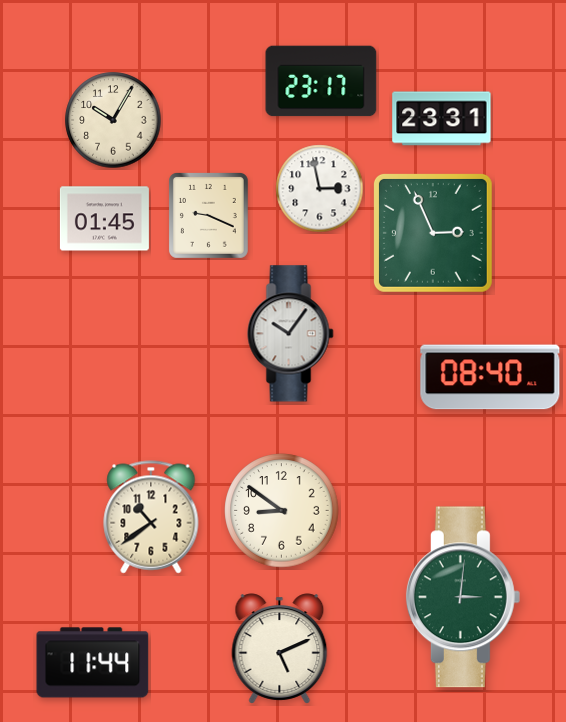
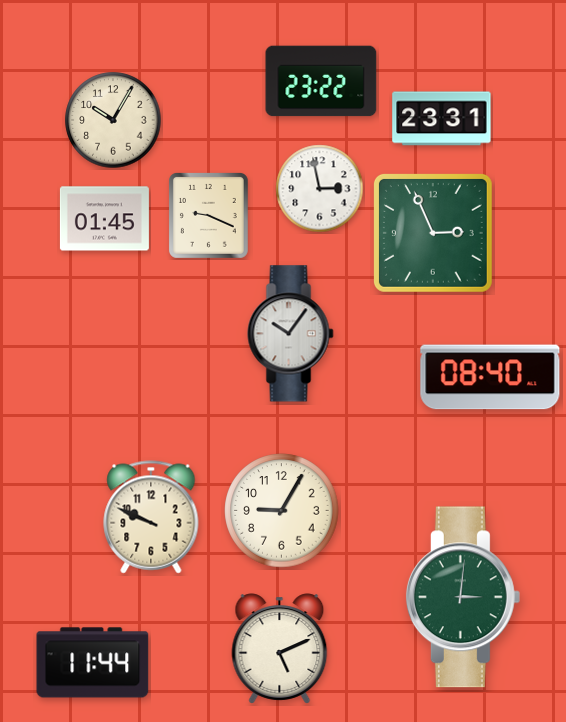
clock at (321, 81): 23:17 -> 23:22
clock at (282, 511): 8:51 -> 9:05
clock at (151, 517): 10:39 -> 9:49
